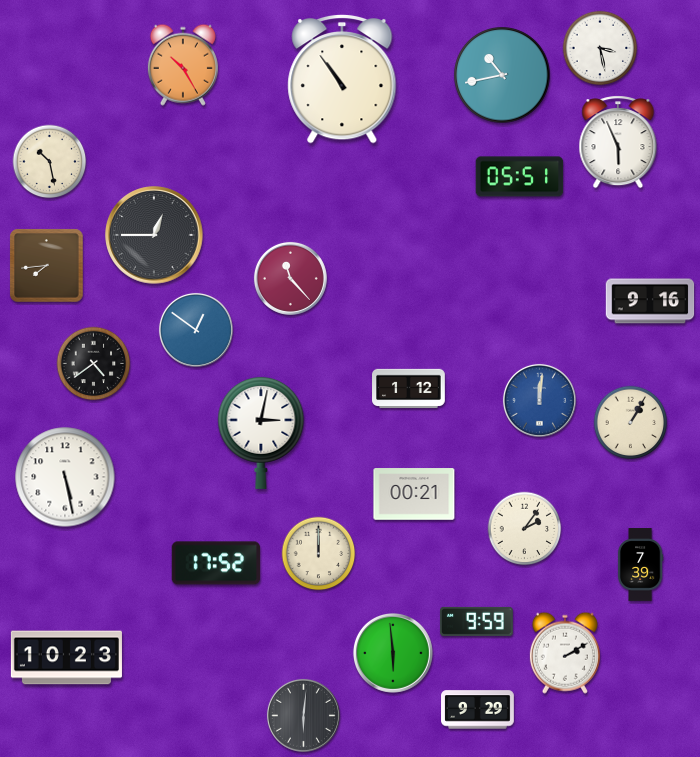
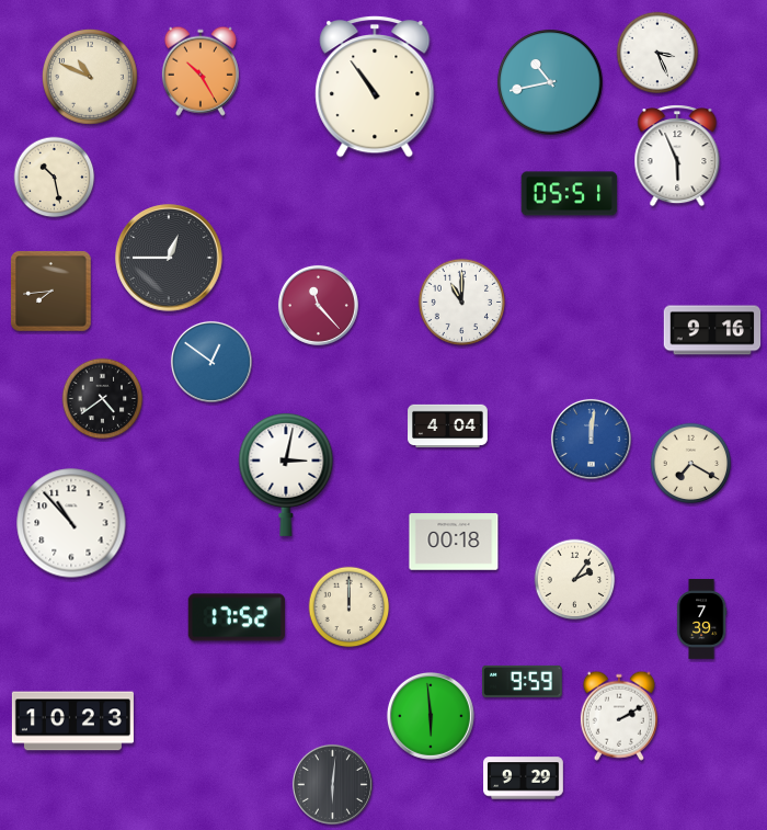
clock at (600, 48): 3:28 -> 3:26
clock at (90, 77): none -> 10:49
clock at (461, 302): none -> 11:00
clock at (196, 330) position: (196, 330) -> (211, 362)
clock at (409, 389): 1:12 -> 4:04
clock at (631, 423): 1:05 -> 7:20
clock at (65, 477): 5:28 -> 10:53
clock at (414, 494): 00:21 -> 00:18
